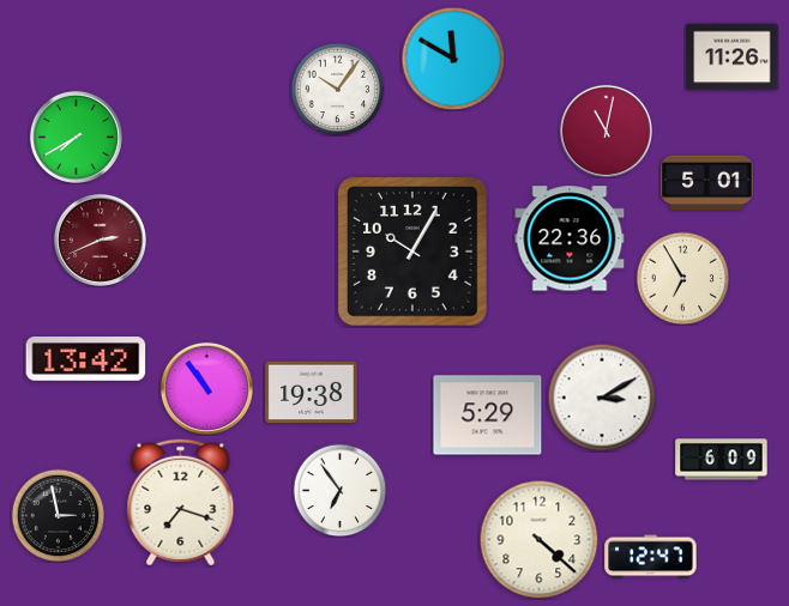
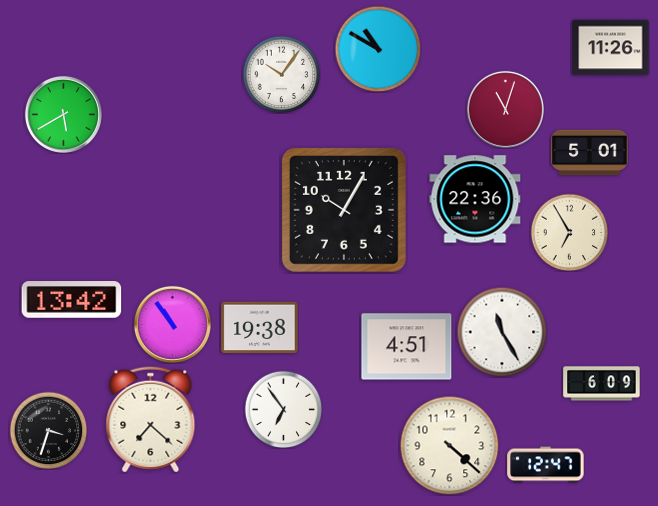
clock at (453, 59): 11:50 -> 10:50
clock at (606, 131): 11:02 -> 11:03
clock at (76, 137): 7:40 -> 5:40
clock at (100, 240): 2:41 -> none
clock at (602, 398): 3:10 -> 11:25
clock at (488, 416): 5:29 -> 4:51
clock at (181, 503): 7:18 -> 7:22
clock at (58, 515): 2:58 -> 3:33
clock at (540, 540) position: (540, 540) -> (450, 446)
clock at (651, 557) position: (651, 557) -> (546, 465)
